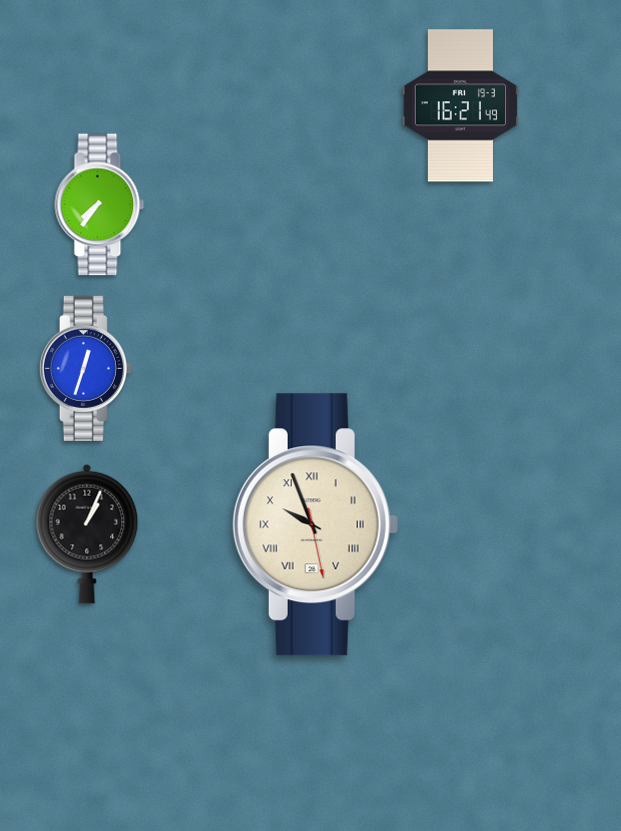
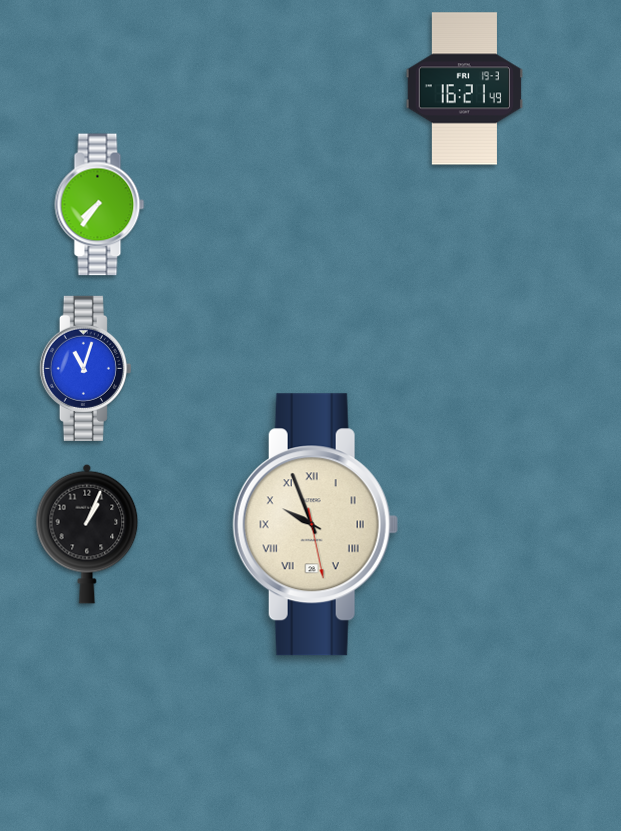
clock at (460, 106) position: (460, 106) -> (464, 89)
clock at (85, 368): 12:33 -> 11:03
